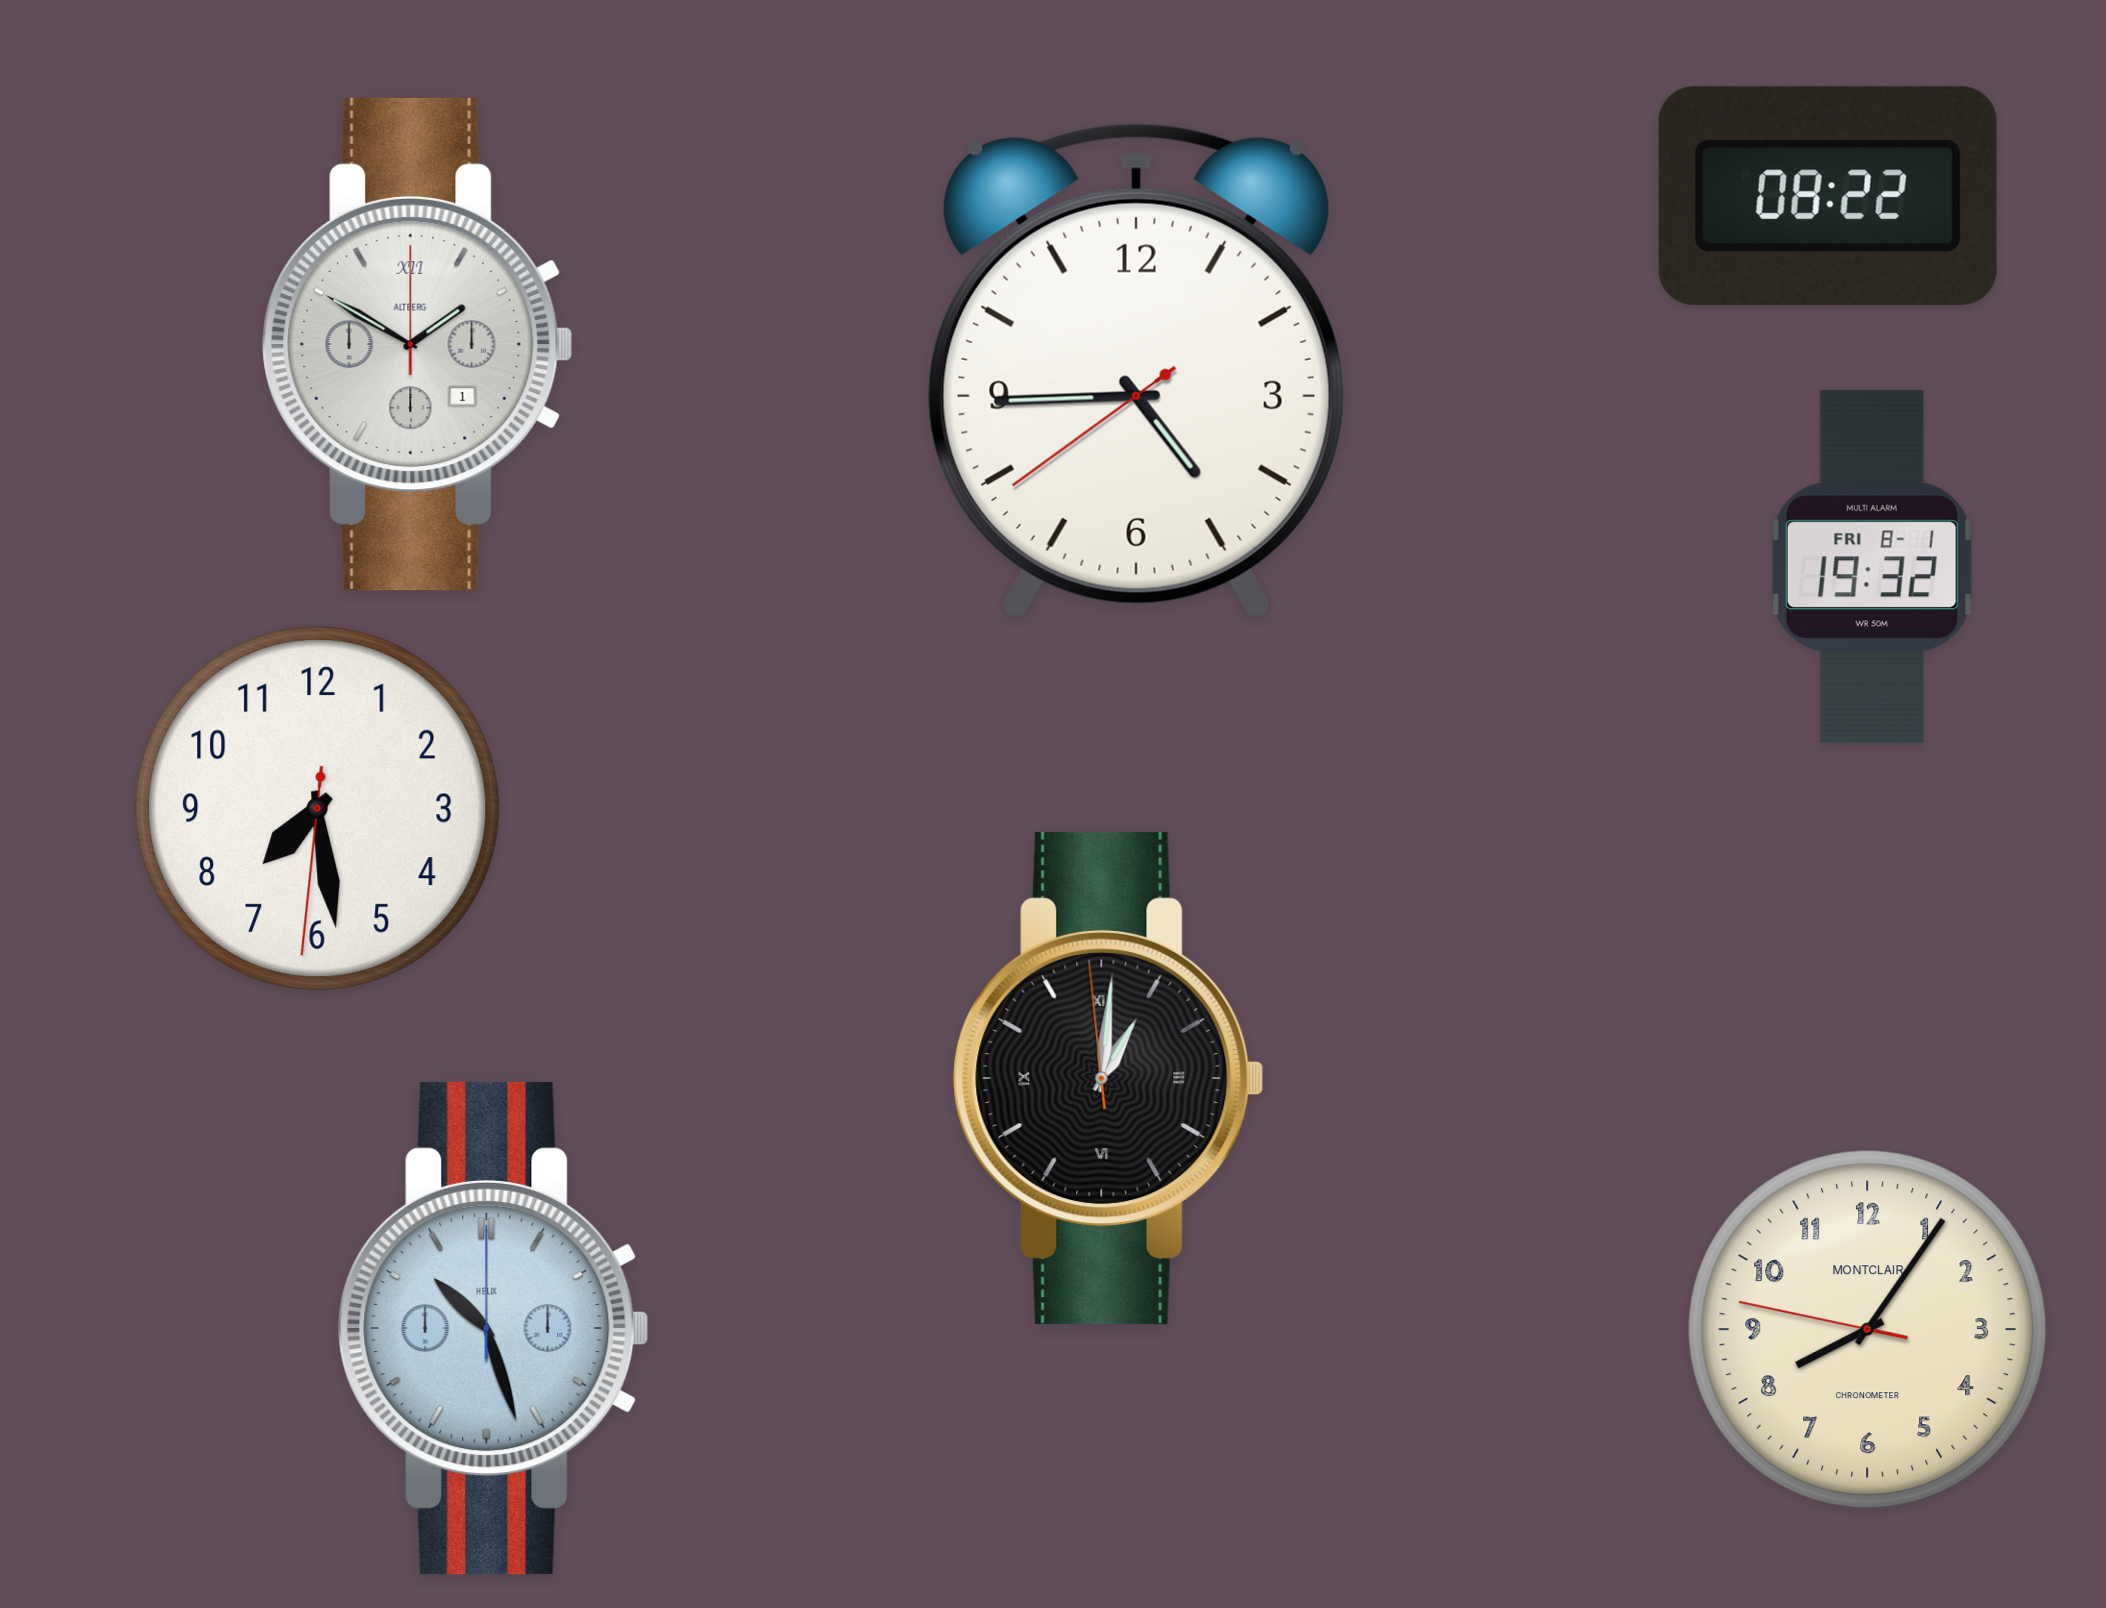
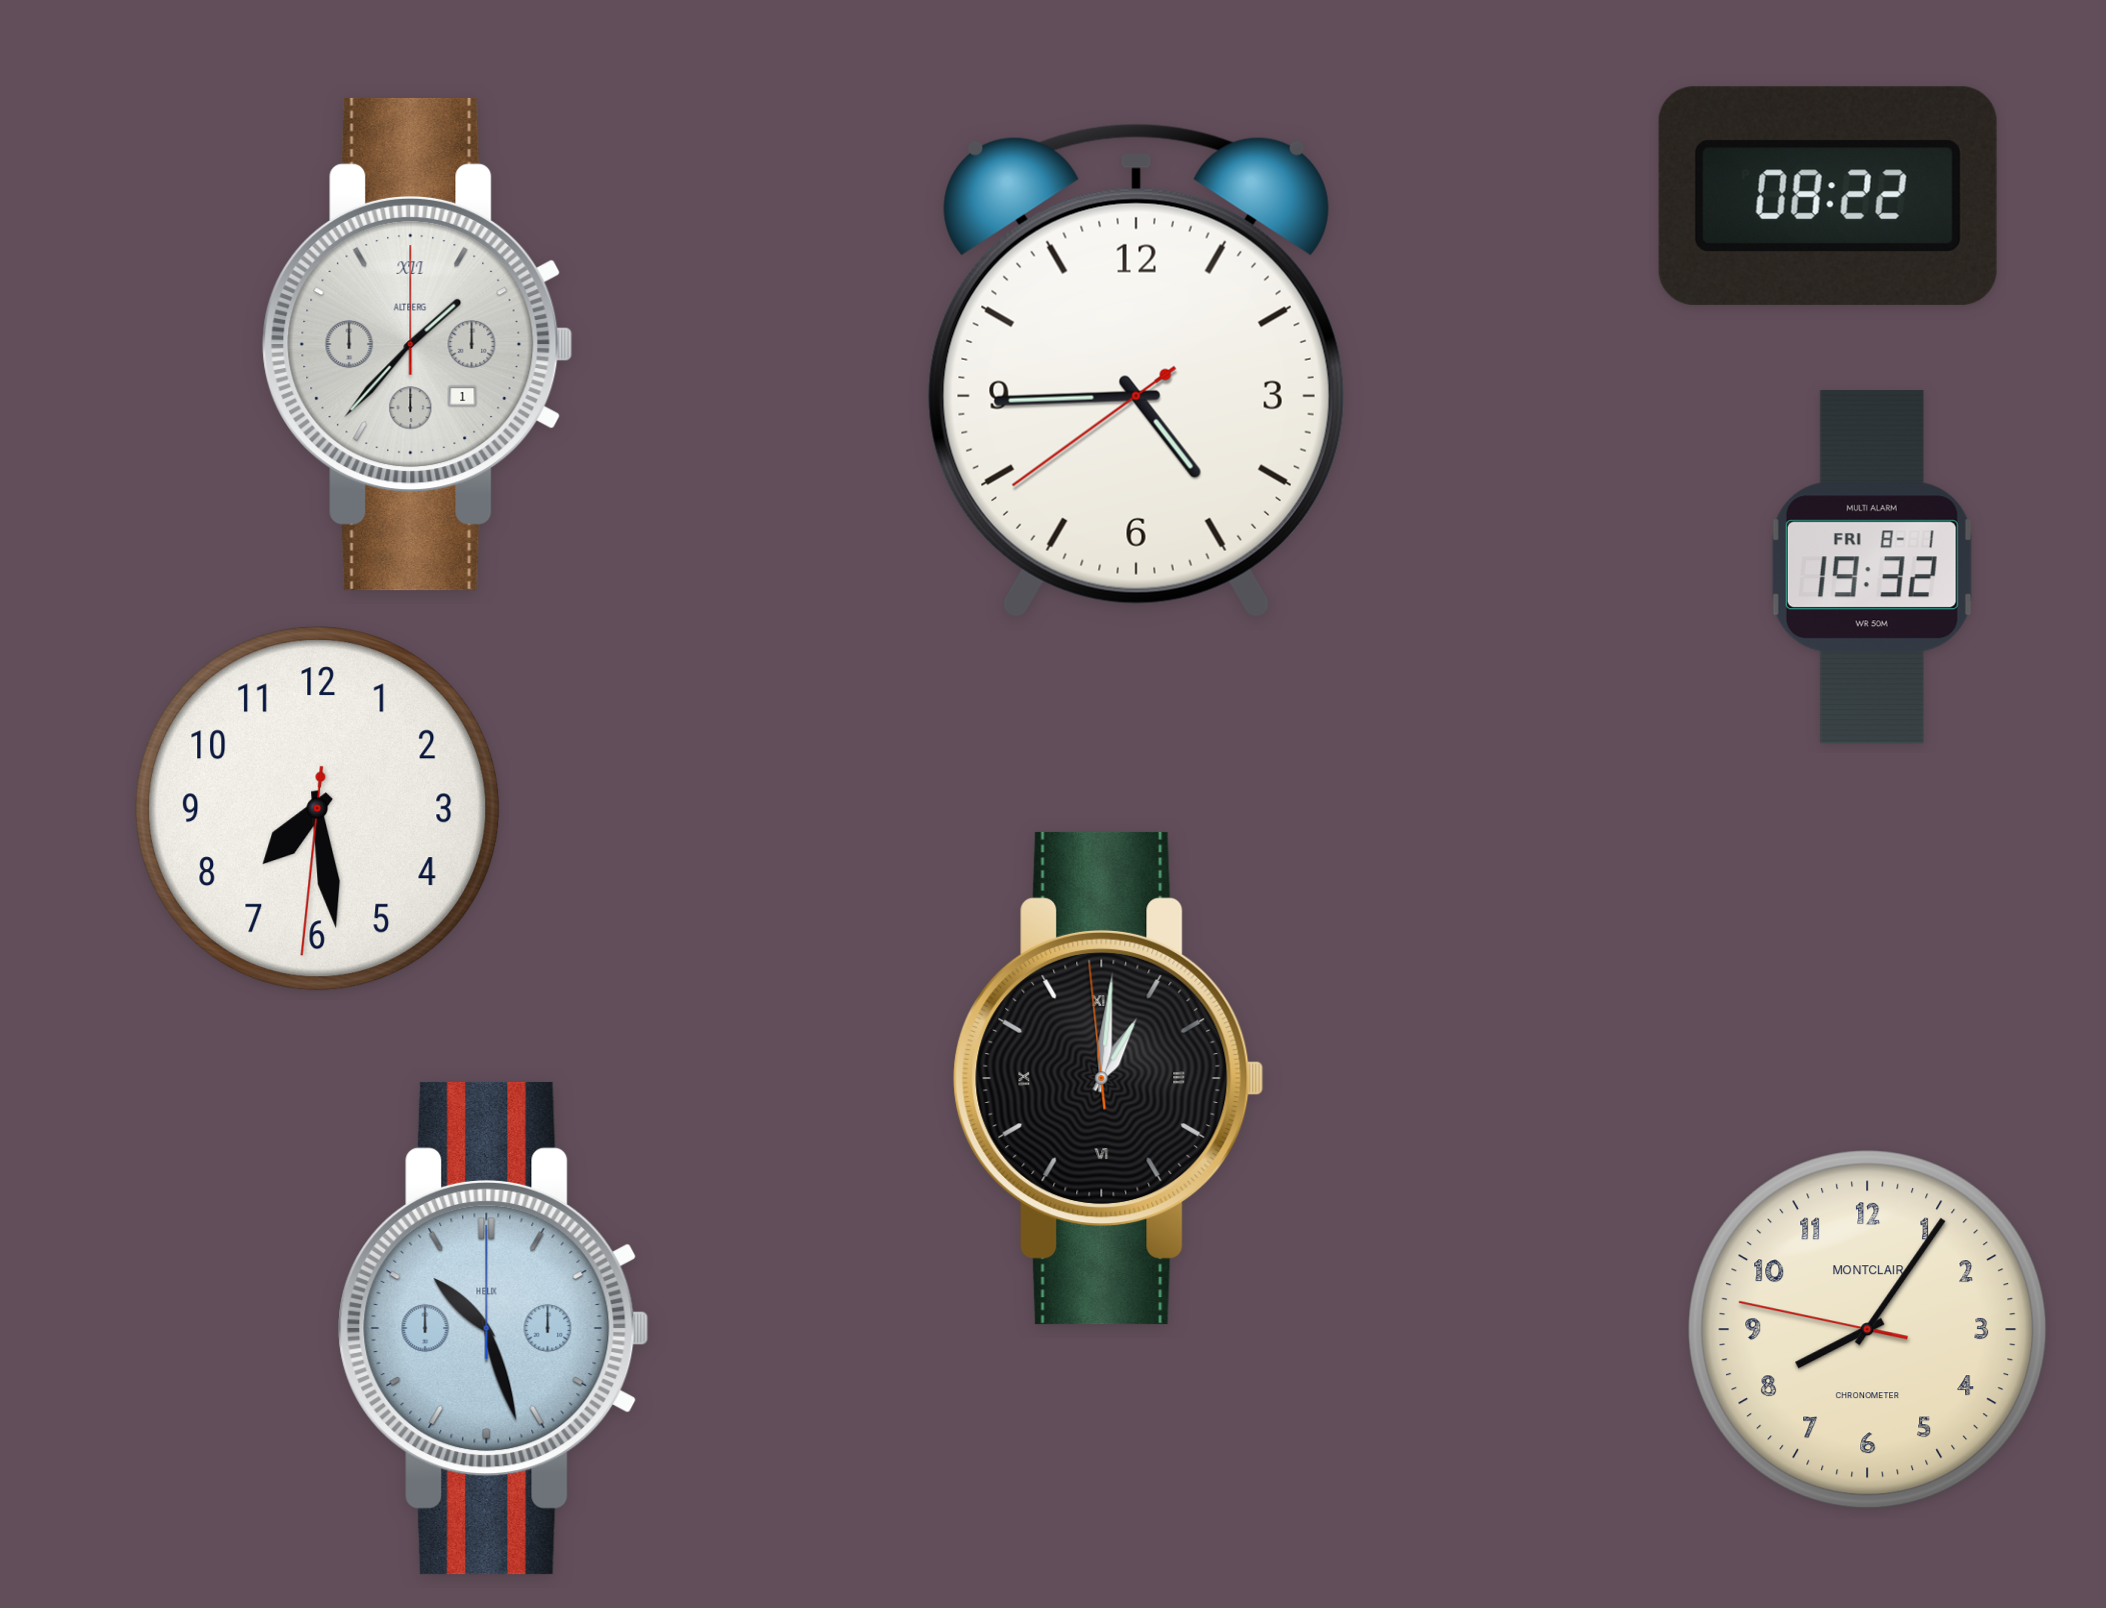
clock at (418, 344): 1:50 -> 1:37
